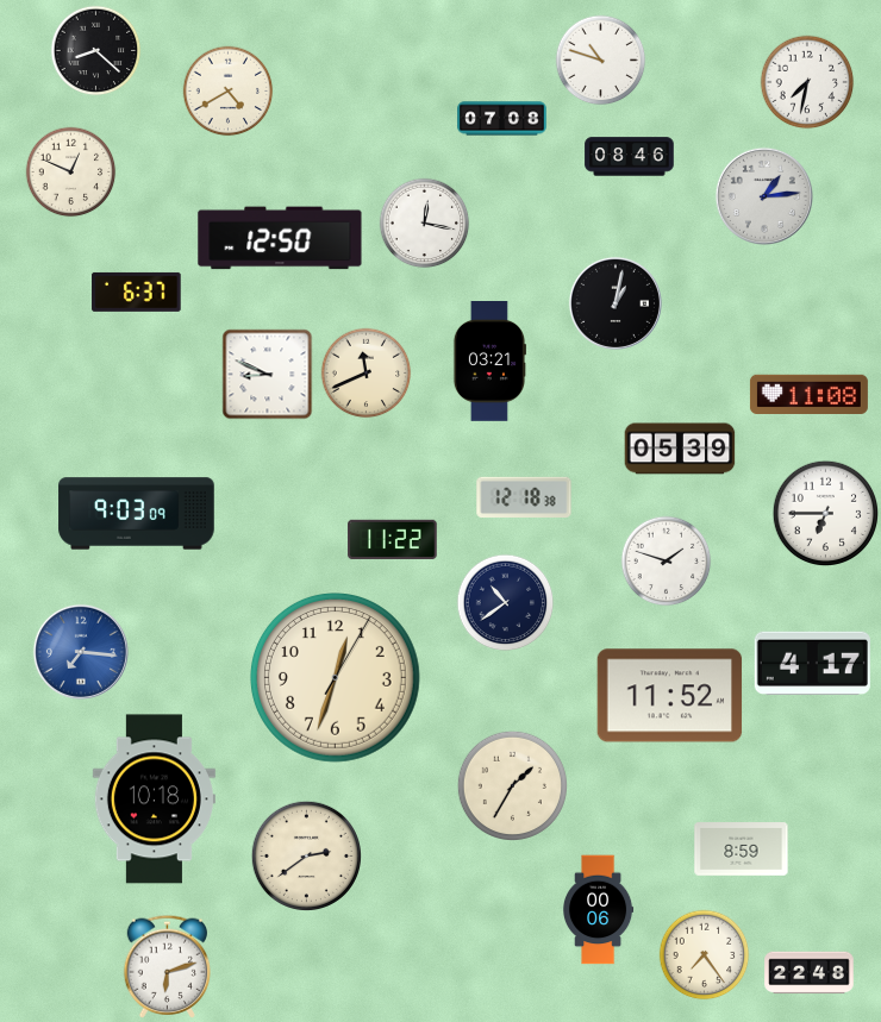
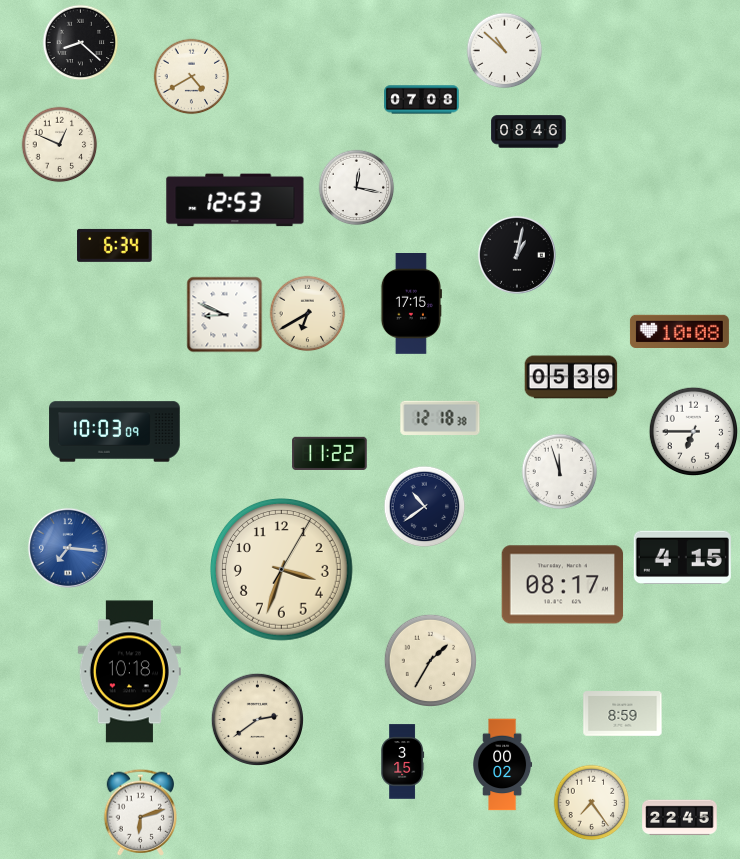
clock at (601, 61): 10:48 -> 10:52
clock at (807, 82): 7:32 -> none
clock at (764, 196): 1:14 -> none
clock at (280, 238): 12:50 -> 12:53
clock at (137, 291): 6:37 -> 6:34
clock at (489, 362): 03:21 -> 17:15
clock at (367, 374): 11:41 -> 6:40
clock at (808, 394): 11:08 -> 10:08
clock at (137, 514): 9:03 -> 10:03
clock at (667, 562): 1:48 -> 11:57
clock at (812, 664): 4:17 -> 4:15
clock at (336, 678): 12:33 -> 3:33
clock at (670, 696): 11:52 -> 08:17
clock at (403, 762): none -> 3:15
clock at (599, 910): 00:06 -> 00:02
clock at (810, 973): 22:48 -> 22:45
